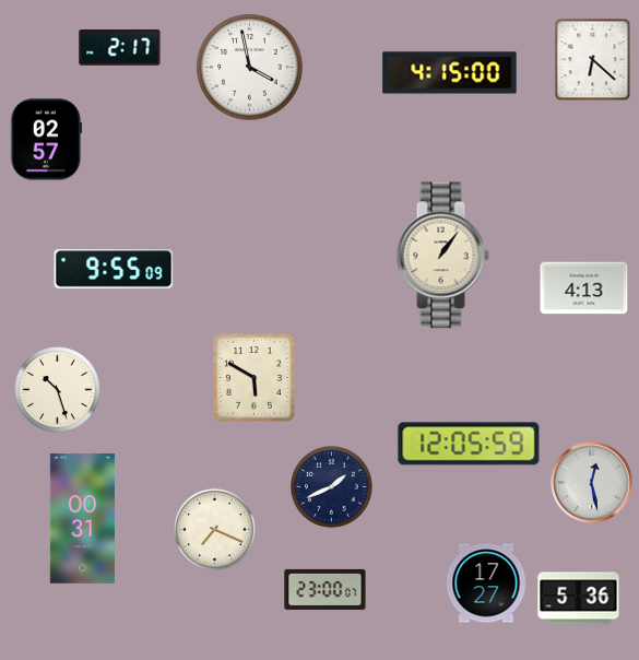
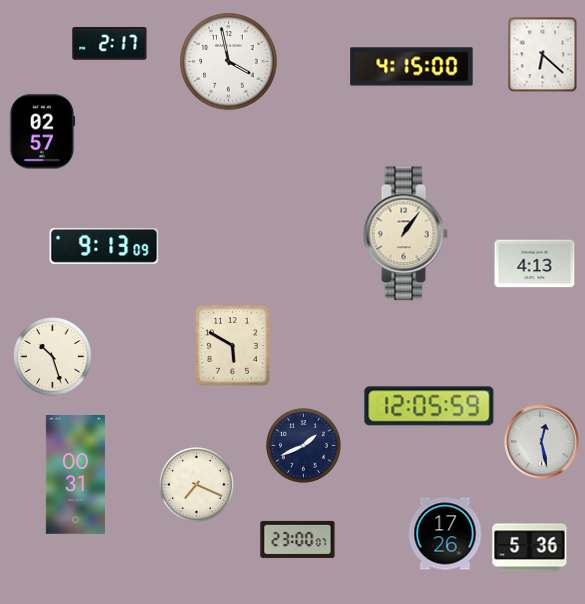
clock at (46, 140) position: (46, 140) -> (42, 132)
clock at (114, 269): 9:55 -> 9:13
clock at (486, 584): 17:27 -> 17:26
